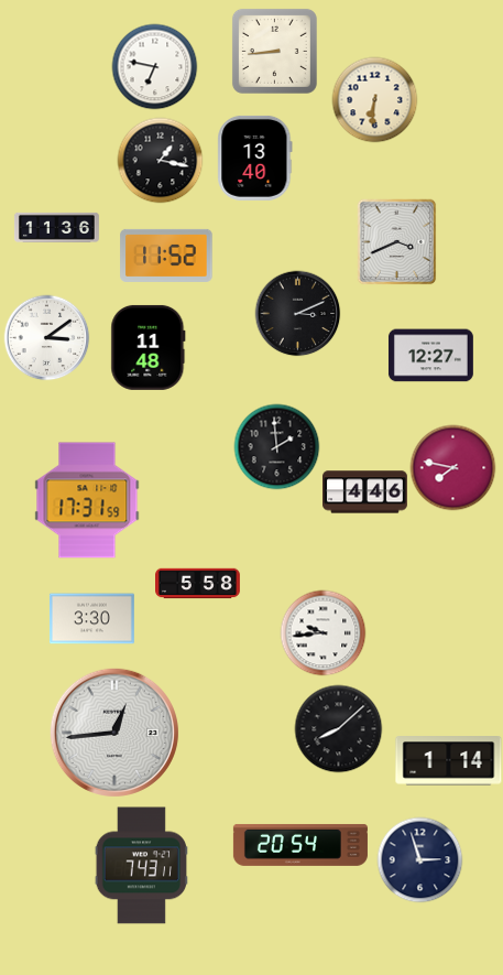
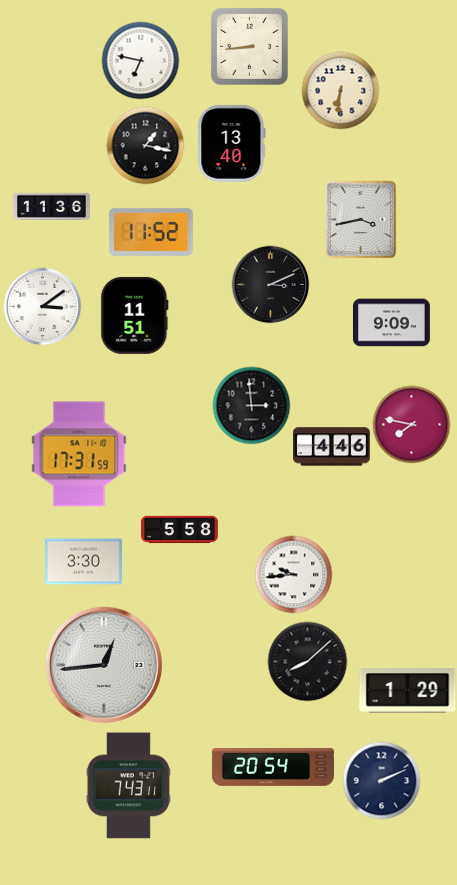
clock at (397, 241): 3:41 -> 3:43
clock at (149, 347): 11:48 -> 11:51
clock at (430, 356): 12:27 -> 9:09
clock at (276, 446): 1:59 -> 2:59
clock at (449, 761): 1:14 -> 1:29
clock at (419, 859): 2:57 -> 2:11
